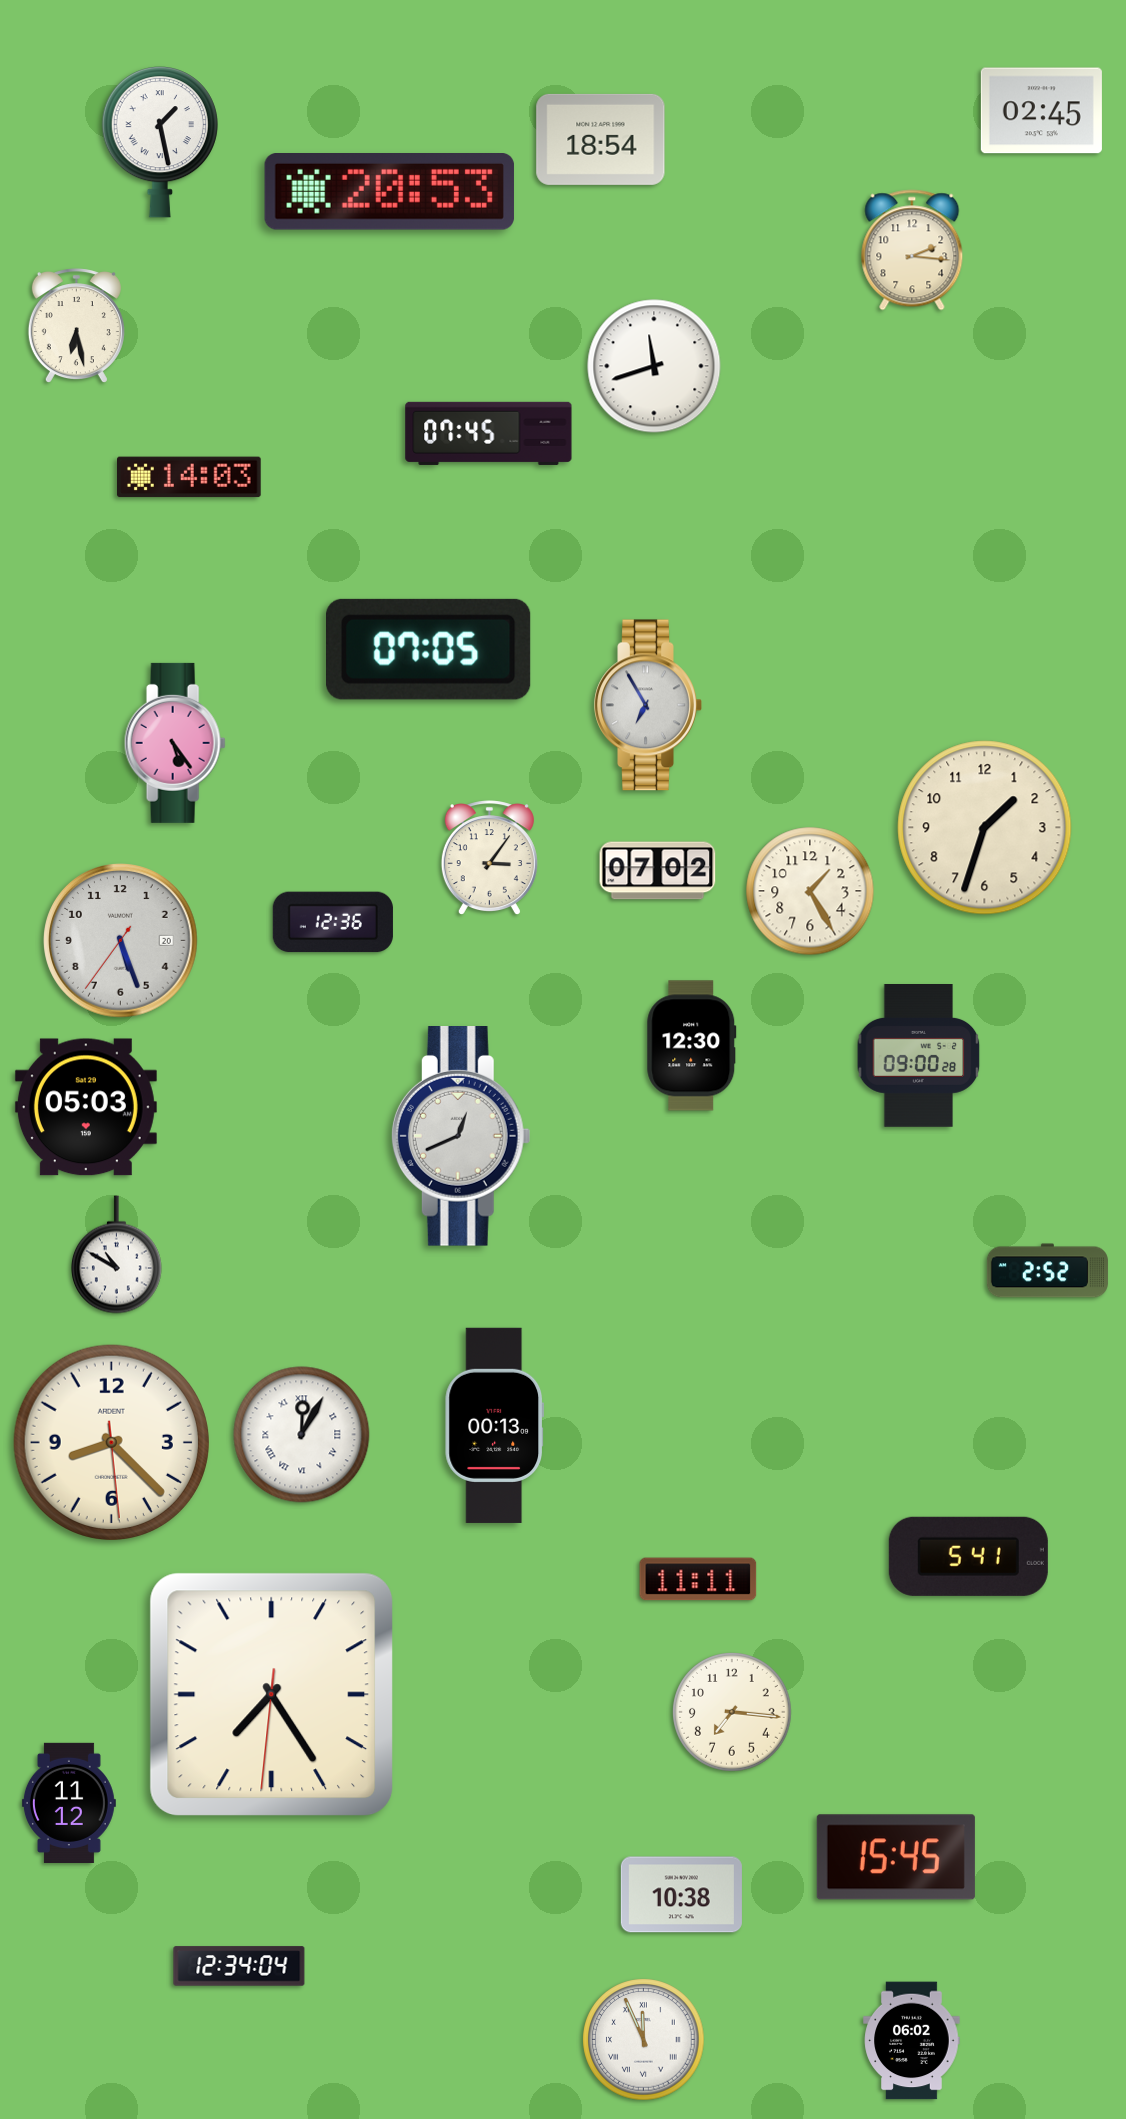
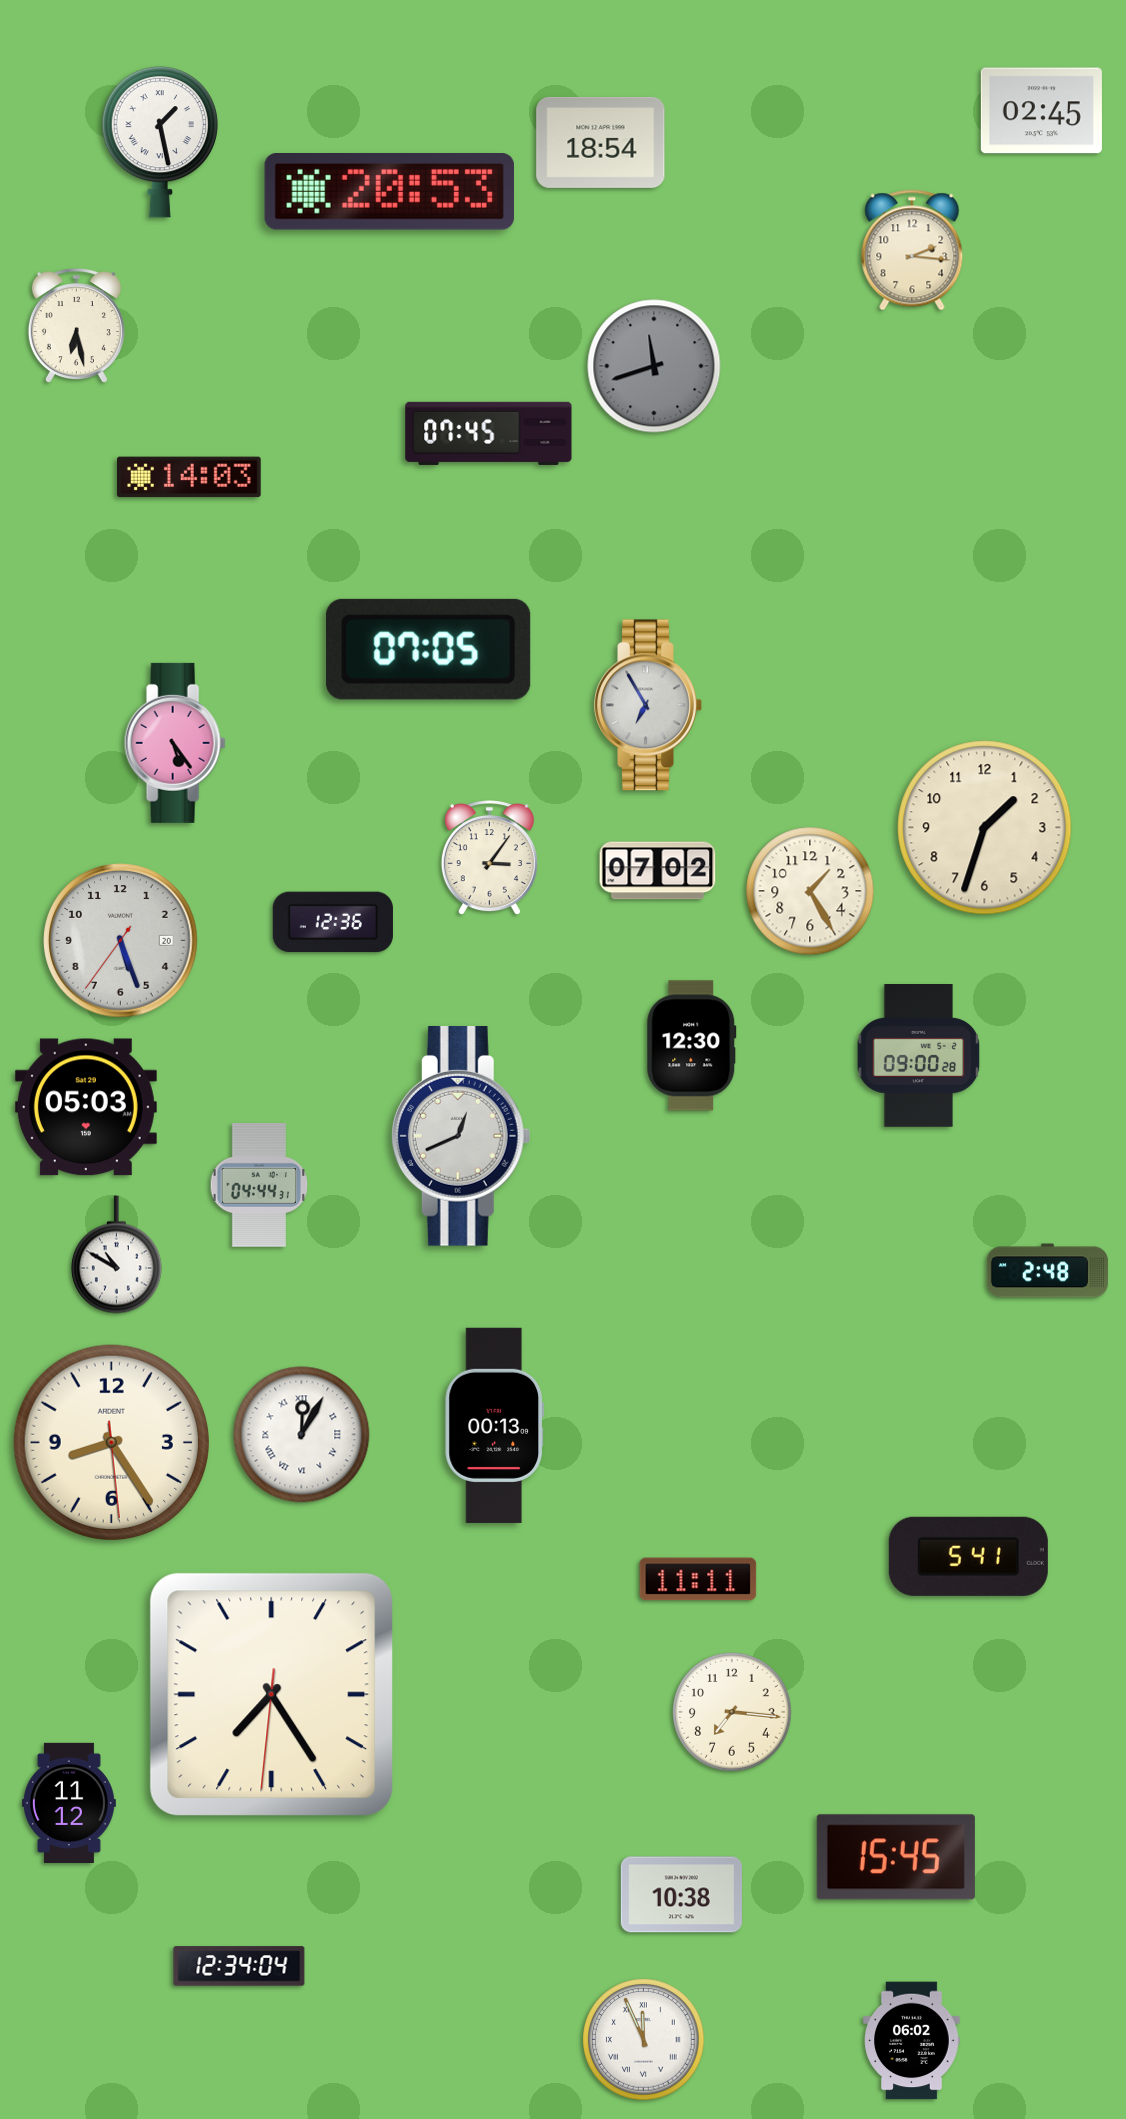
clock at (601, 139) position: (601, 139) -> (601, 142)
clock at (654, 366) dial: white -> grey
clock at (259, 1185): none -> 04:44
clock at (1047, 1271): 2:52 -> 2:48
clock at (111, 1442): 8:22 -> 8:24
